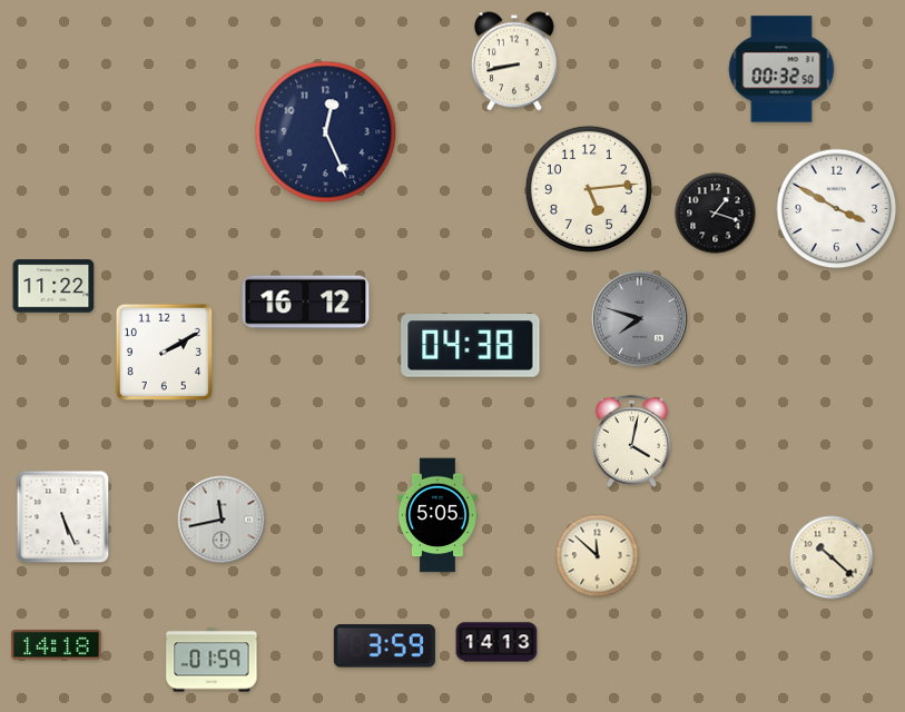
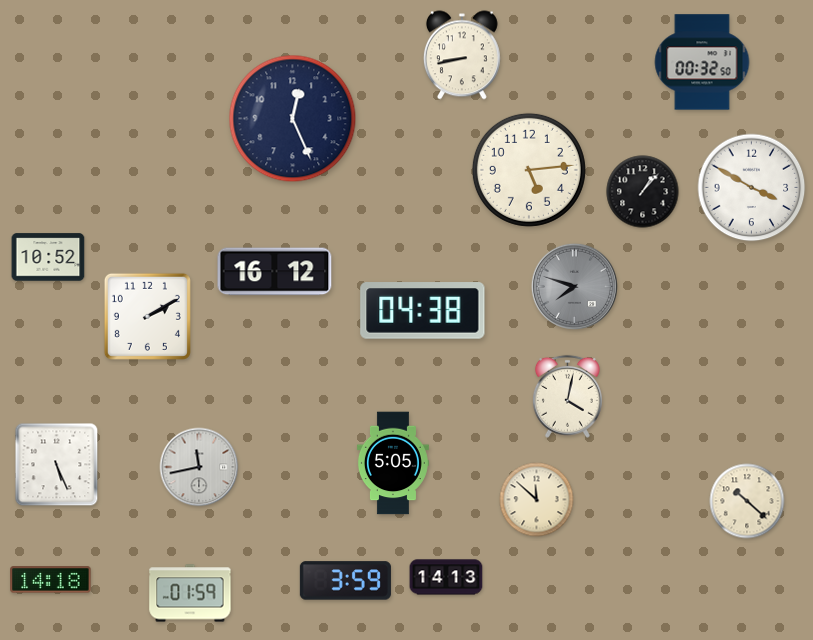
clock at (716, 214): 1:18 -> 1:07
clock at (53, 286): 11:22 -> 10:52
